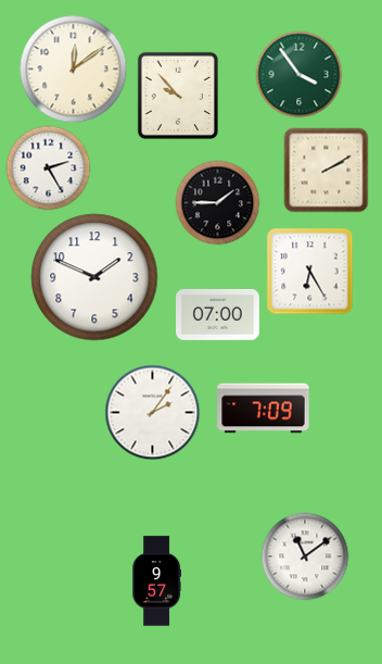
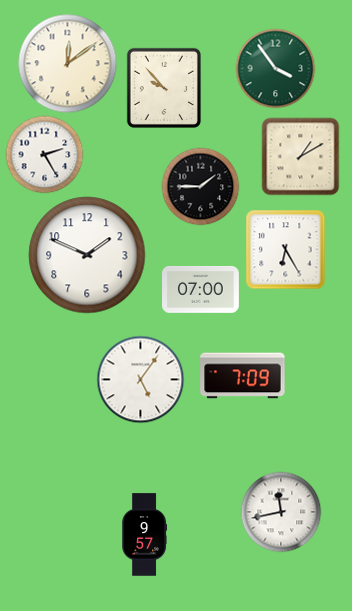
clock at (326, 170): 2:10 -> 1:10
clock at (152, 412): 2:06 -> 5:06
clock at (305, 556): 11:09 -> 11:43
